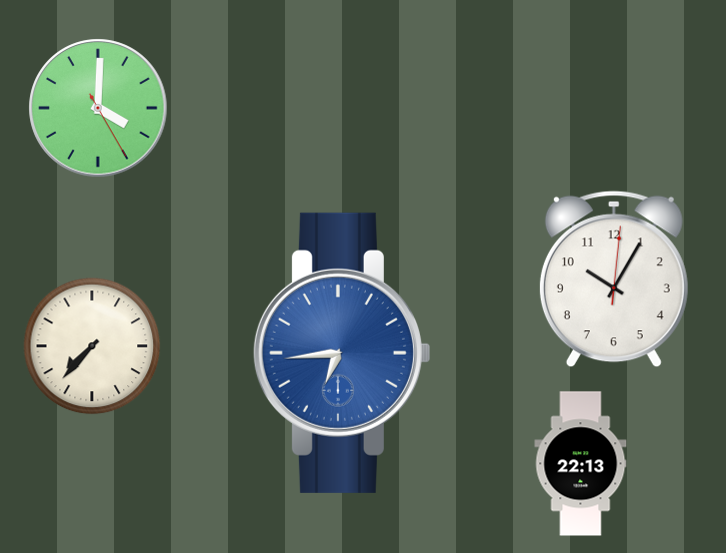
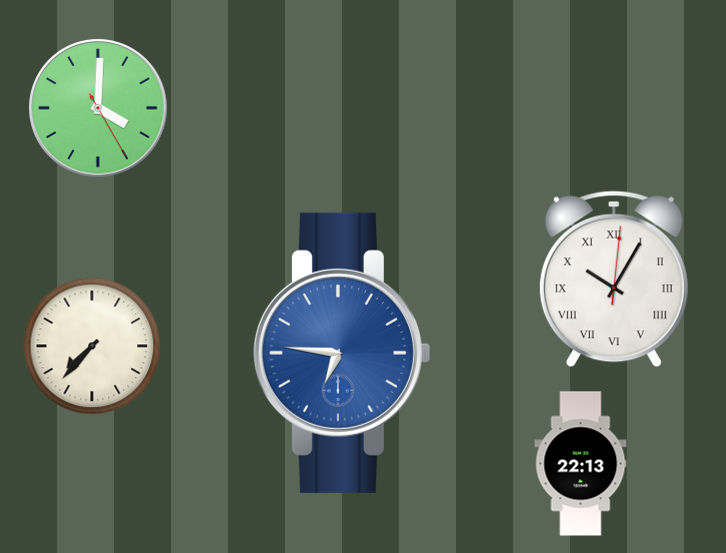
clock at (614, 279) numerals: Arabic -> Roman
clock at (341, 353): 6:44 -> 6:46
